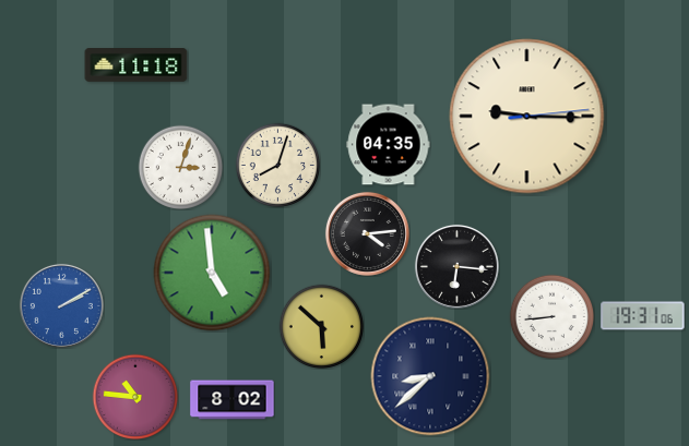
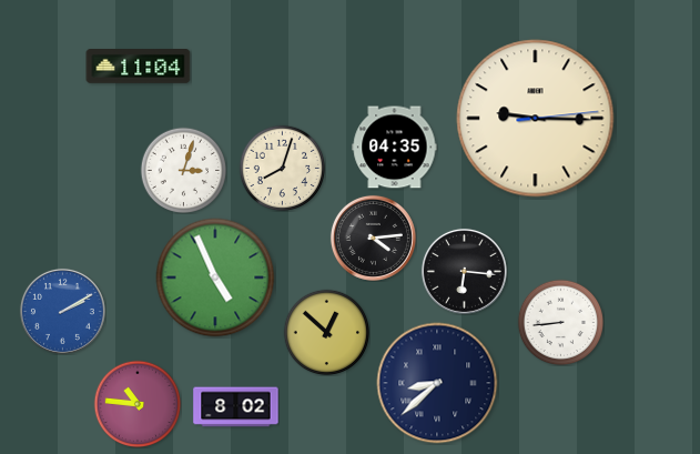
clock at (136, 65): 11:18 -> 11:04
clock at (212, 273): 4:59 -> 4:56
clock at (643, 316): 19:31 -> none
clock at (321, 326): 5:52 -> 12:52
